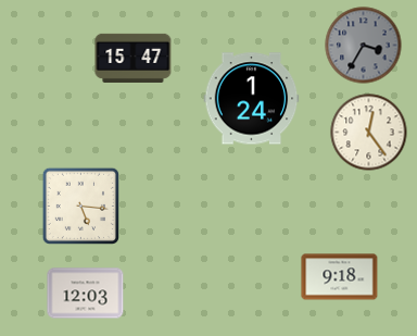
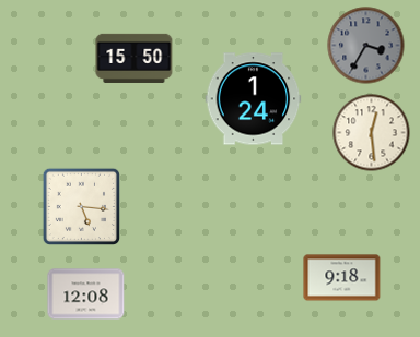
clock at (134, 58): 15:47 -> 15:50
clock at (369, 133): 12:24 -> 12:29
clock at (86, 294): 12:03 -> 12:08
